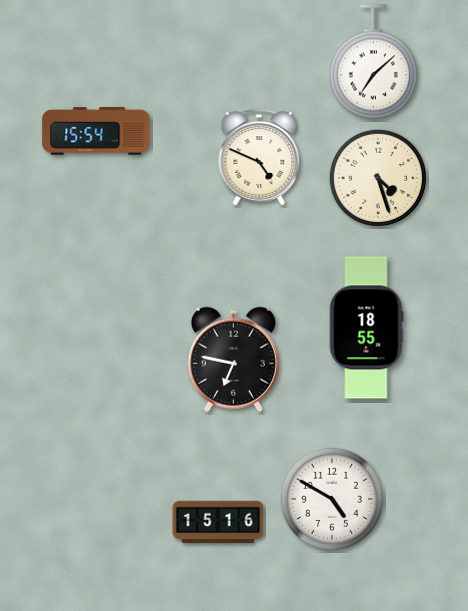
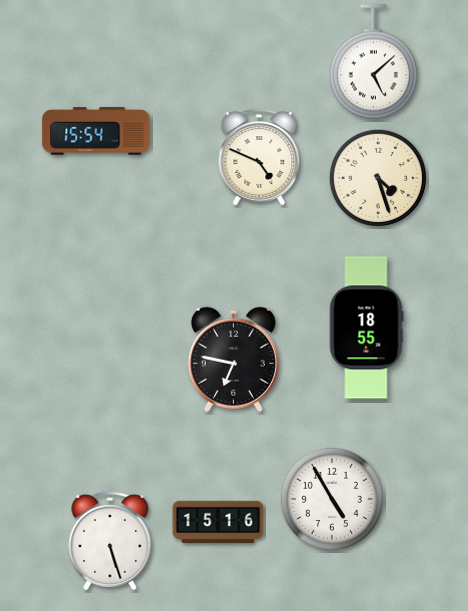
clock at (373, 62): 7:08 -> 5:08
clock at (331, 498): 4:50 -> 4:55
clock at (110, 541): none -> 5:27
